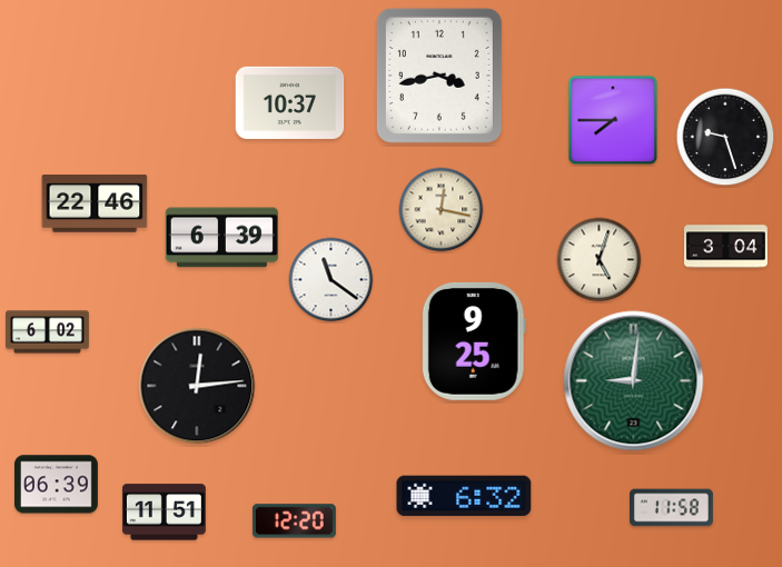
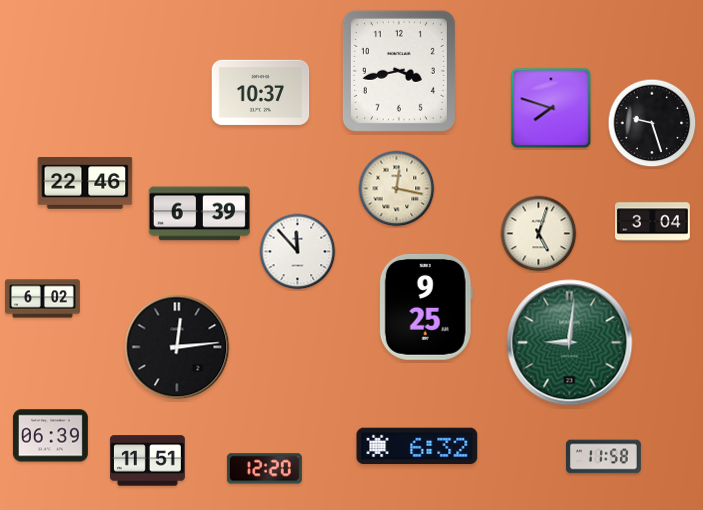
clock at (439, 76) position: (439, 76) -> (399, 71)
clock at (613, 120): 7:45 -> 7:48
clock at (331, 280): 11:21 -> 11:53
